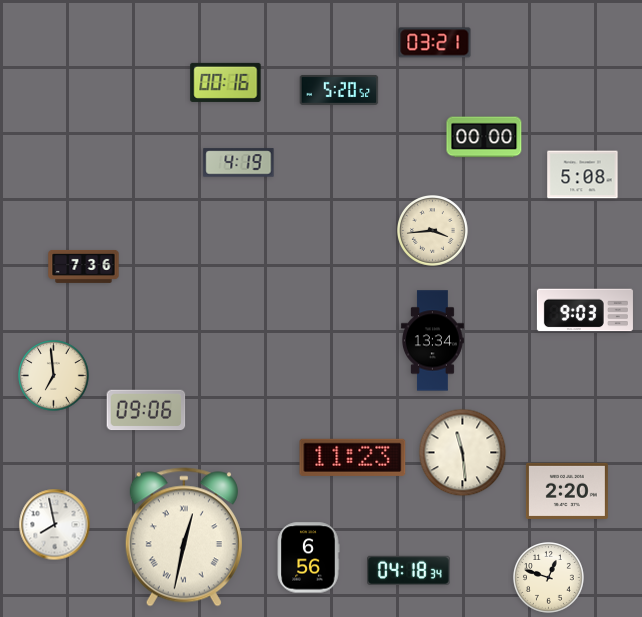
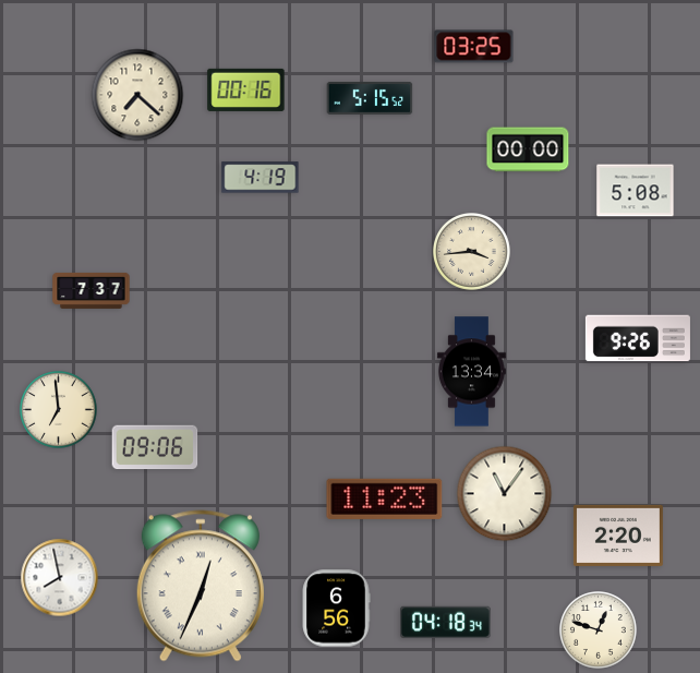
clock at (435, 43): 03:21 -> 03:25
clock at (137, 95): none -> 7:22
clock at (339, 90): 5:20 -> 5:15
clock at (84, 266): 7:36 -> 7:37
clock at (585, 310): 9:03 -> 9:26
clock at (146, 410) position: (146, 410) -> (155, 447)
clock at (463, 453): 11:29 -> 11:06
clock at (55, 525) position: (55, 525) -> (60, 578)
clock at (184, 537): 12:32 -> 12:34
